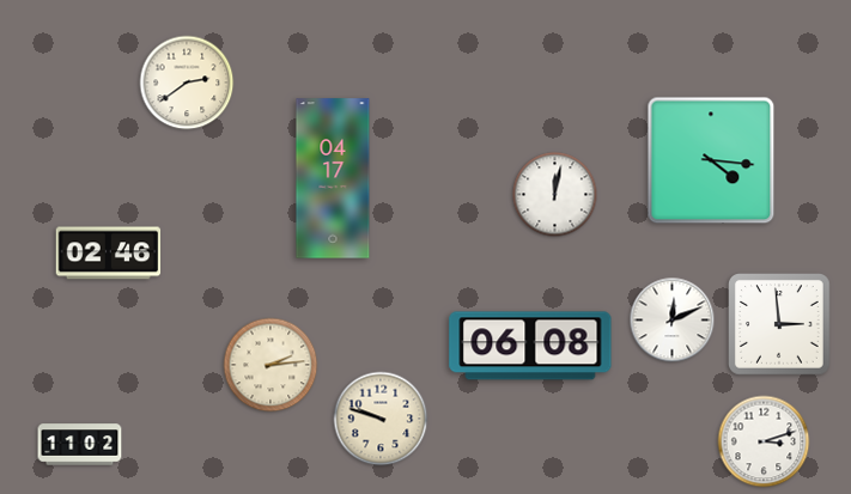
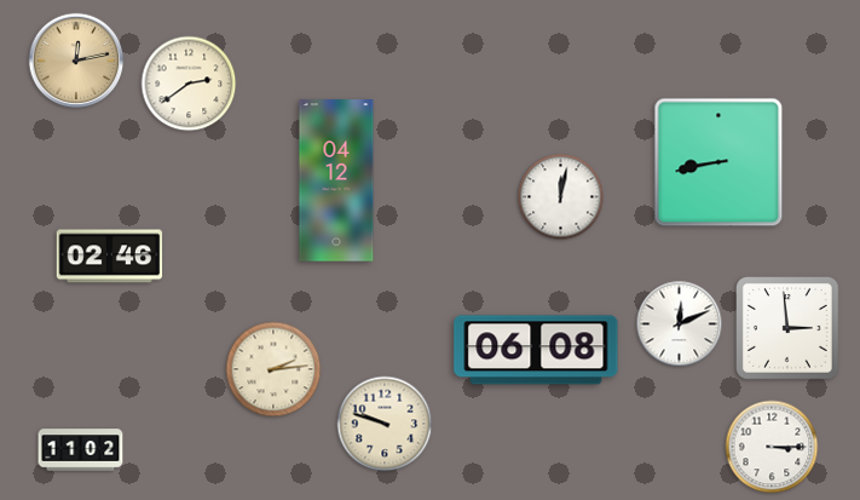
clock at (76, 61): none -> 12:13
clock at (711, 160): 4:16 -> 8:43
clock at (333, 178): 04:17 -> 04:12
clock at (764, 441): 3:12 -> 3:15
